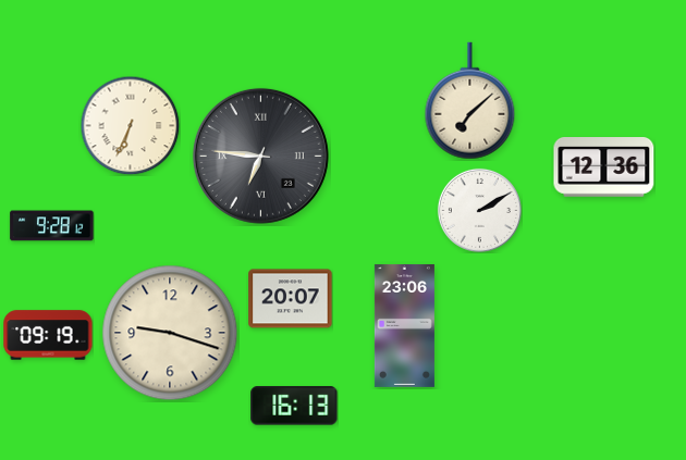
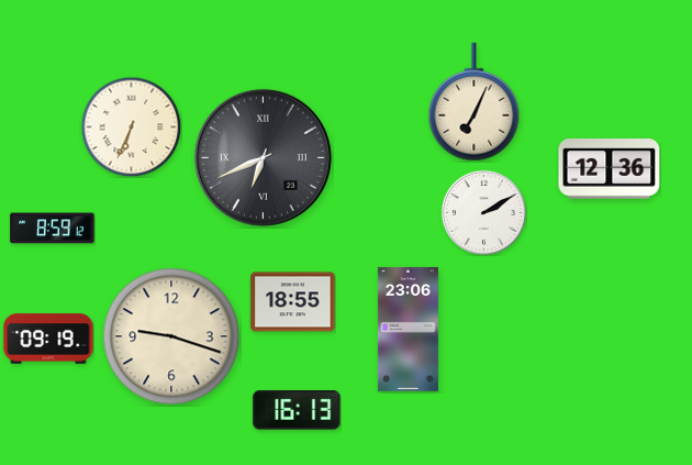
clock at (470, 101): 7:08 -> 7:04
clock at (260, 156): 6:46 -> 6:41
clock at (52, 226): 9:28 -> 8:59
clock at (291, 299): 20:07 -> 18:55
